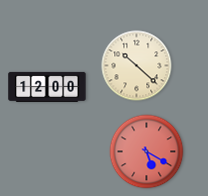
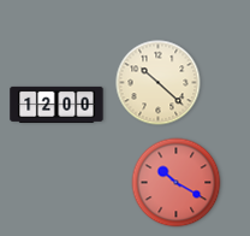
clock at (137, 66) position: (137, 66) -> (159, 83)
clock at (147, 152): 5:20 -> 10:20
